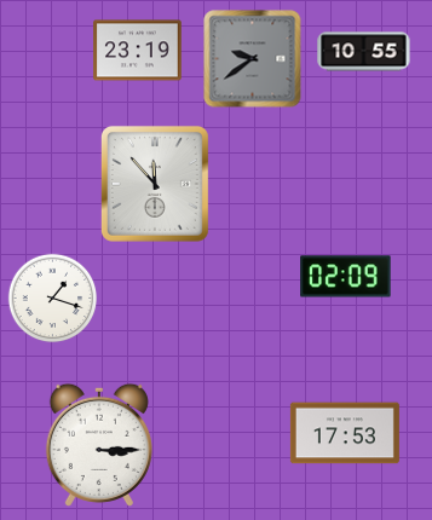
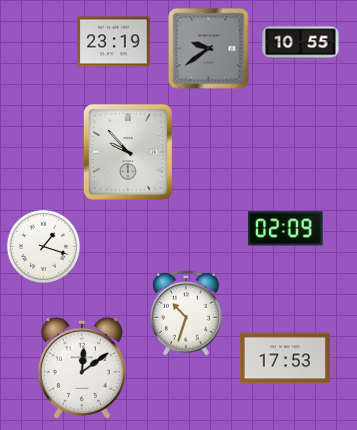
clock at (155, 184): 11:53 -> 9:53
clock at (187, 313): none -> 10:33
clock at (99, 445): 3:15 -> 12:09
